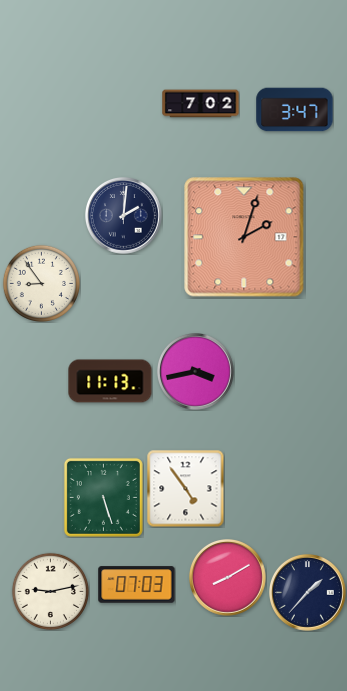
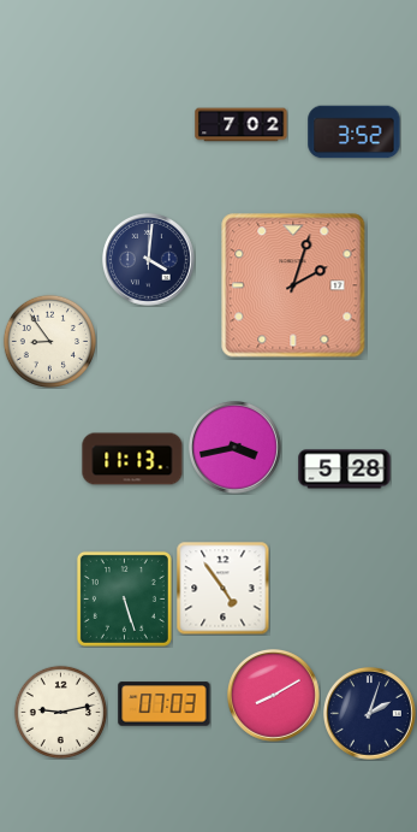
clock at (295, 110): 3:47 -> 3:52
clock at (124, 216): 2:01 -> 4:01
clock at (345, 470): none -> 5:28
clock at (308, 593): 1:37 -> 2:03
